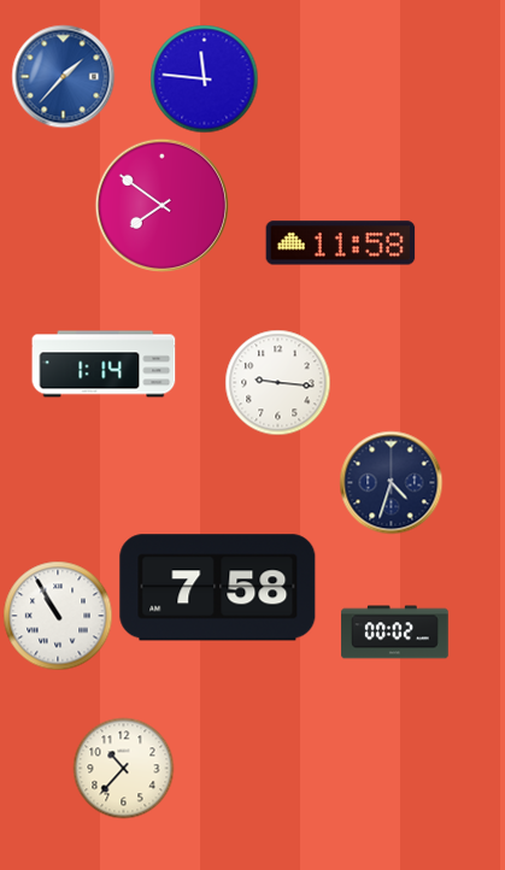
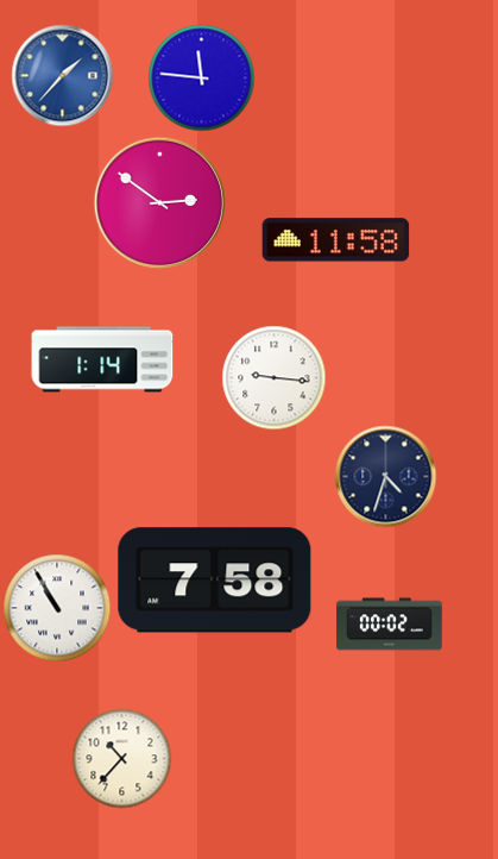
clock at (162, 205): 7:51 -> 2:51
